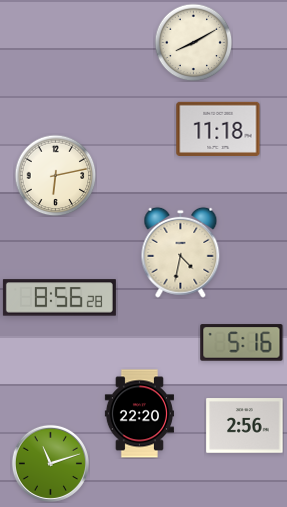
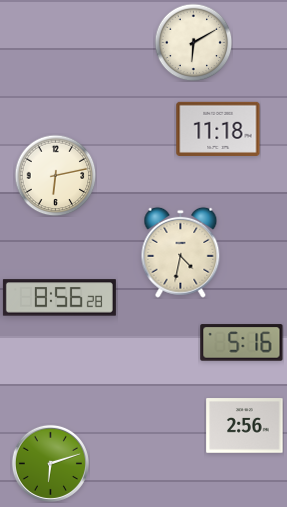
clock at (193, 42): 8:10 -> 6:10
clock at (139, 414): 22:20 -> none
clock at (50, 463): 11:12 -> 6:12
